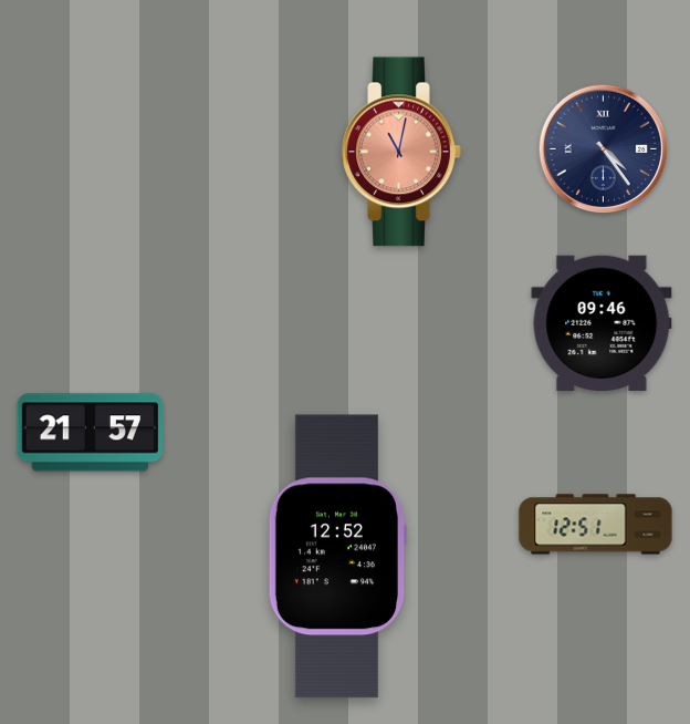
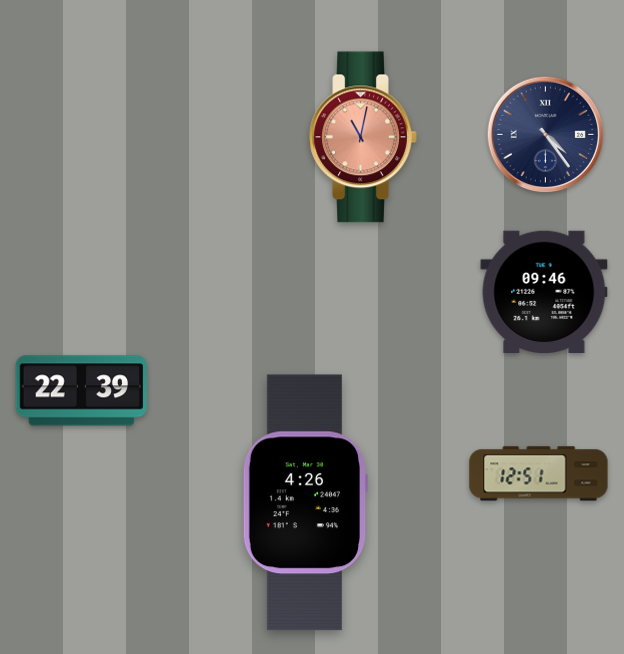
clock at (91, 433): 21:57 -> 22:39
clock at (336, 557): 12:52 -> 4:26
